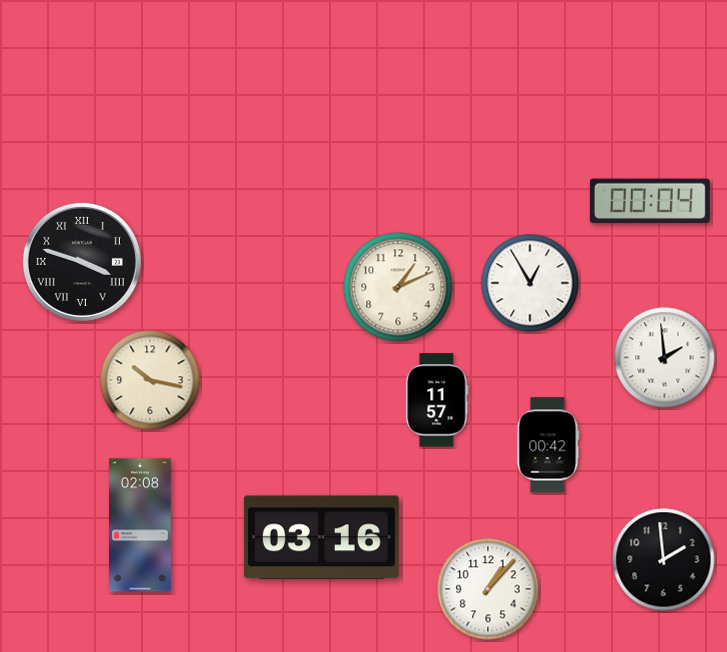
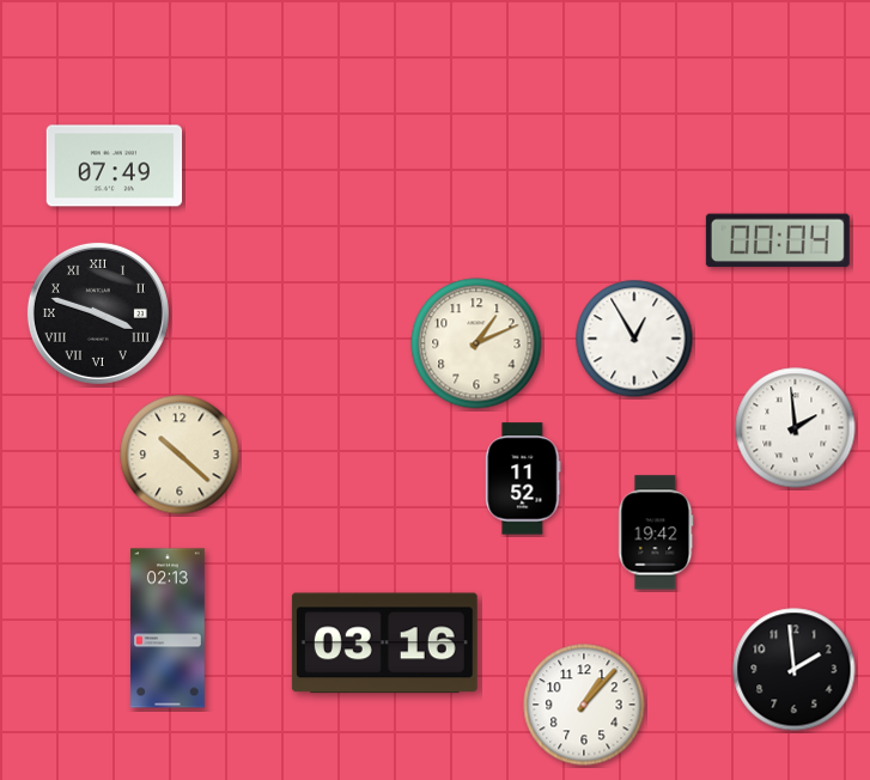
clock at (115, 166): none -> 07:49
clock at (150, 380): 10:17 -> 10:22
clock at (437, 400): 11:57 -> 11:52
clock at (548, 445): 00:42 -> 19:42
clock at (141, 525): 02:08 -> 02:13
